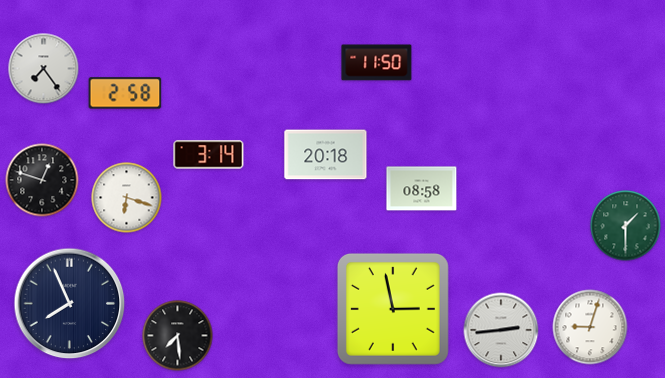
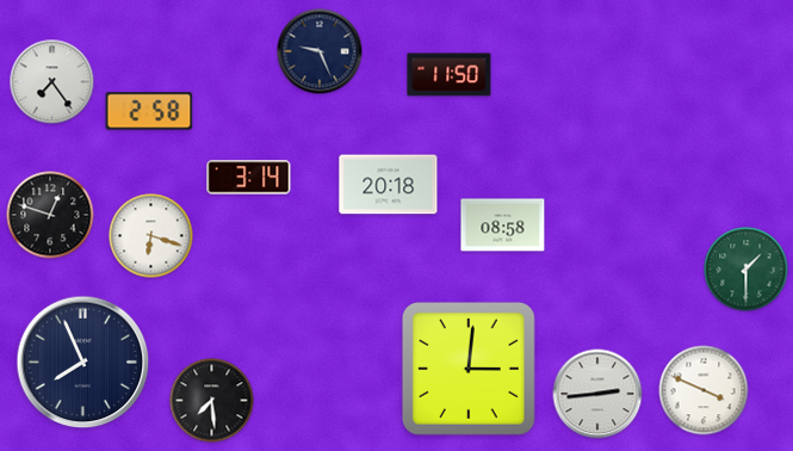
clock at (320, 51): none -> 9:26
clock at (209, 155) position: (209, 155) -> (249, 178)
clock at (393, 309): 2:58 -> 3:01
clock at (590, 327): 9:03 -> 3:49
